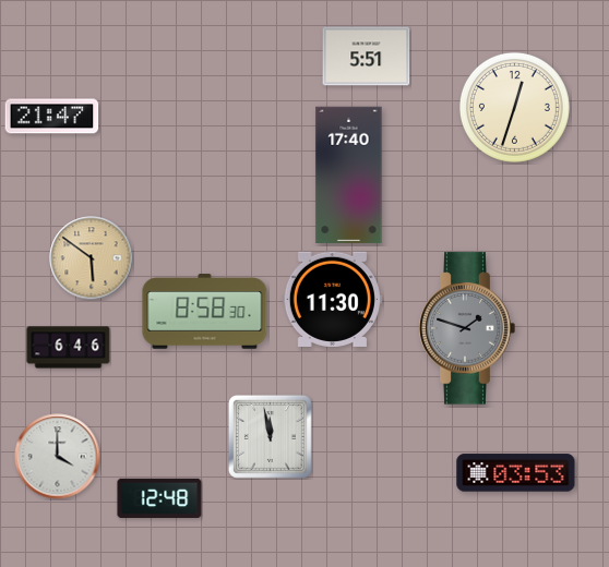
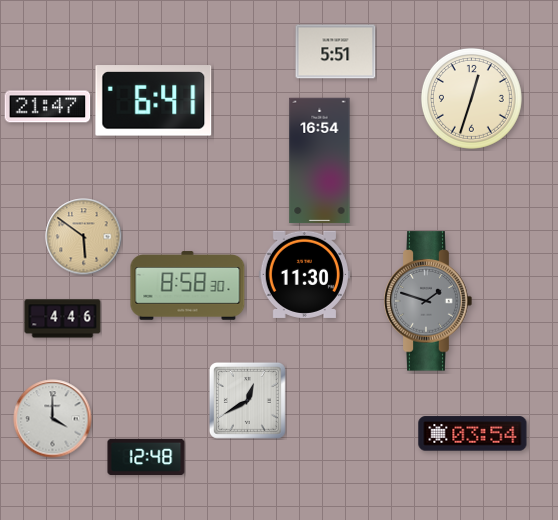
clock at (154, 101): none -> 6:41
clock at (349, 176): 17:40 -> 16:54
clock at (69, 348): 6:46 -> 4:46
clock at (270, 436): 11:58 -> 12:40
clock at (516, 473): 03:53 -> 03:54
